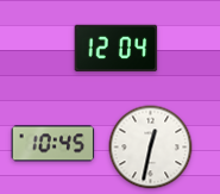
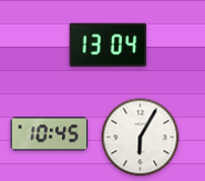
clock at (117, 48): 12:04 -> 13:04
clock at (151, 148): 12:32 -> 6:05
